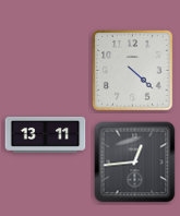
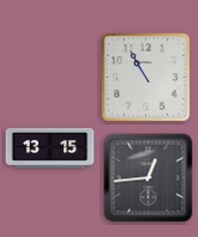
clock at (133, 71): 4:22 -> 10:55
clock at (46, 134): 13:11 -> 13:15
